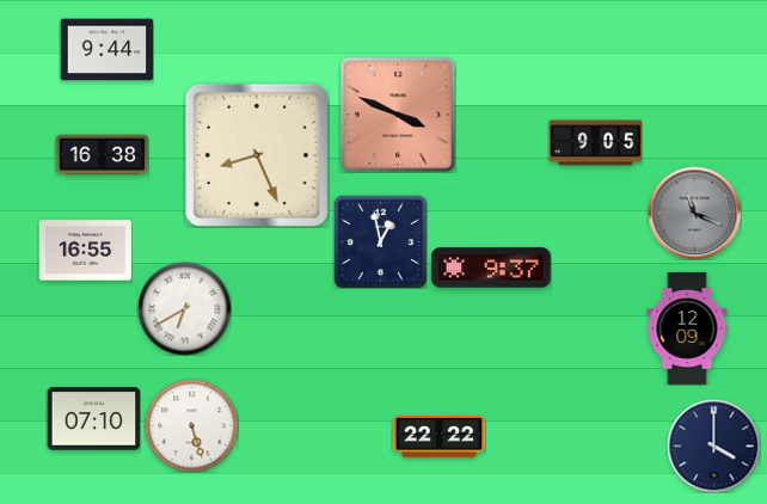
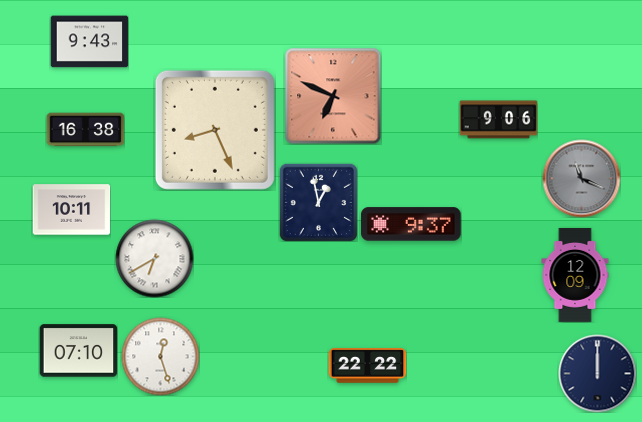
clock at (106, 50): 9:44 -> 9:43
clock at (398, 115): 3:49 -> 6:49
clock at (595, 143): 9:05 -> 9:06
clock at (85, 251): 16:55 -> 10:11
clock at (191, 425): 5:27 -> 12:27
clock at (713, 445): 4:00 -> 12:00
